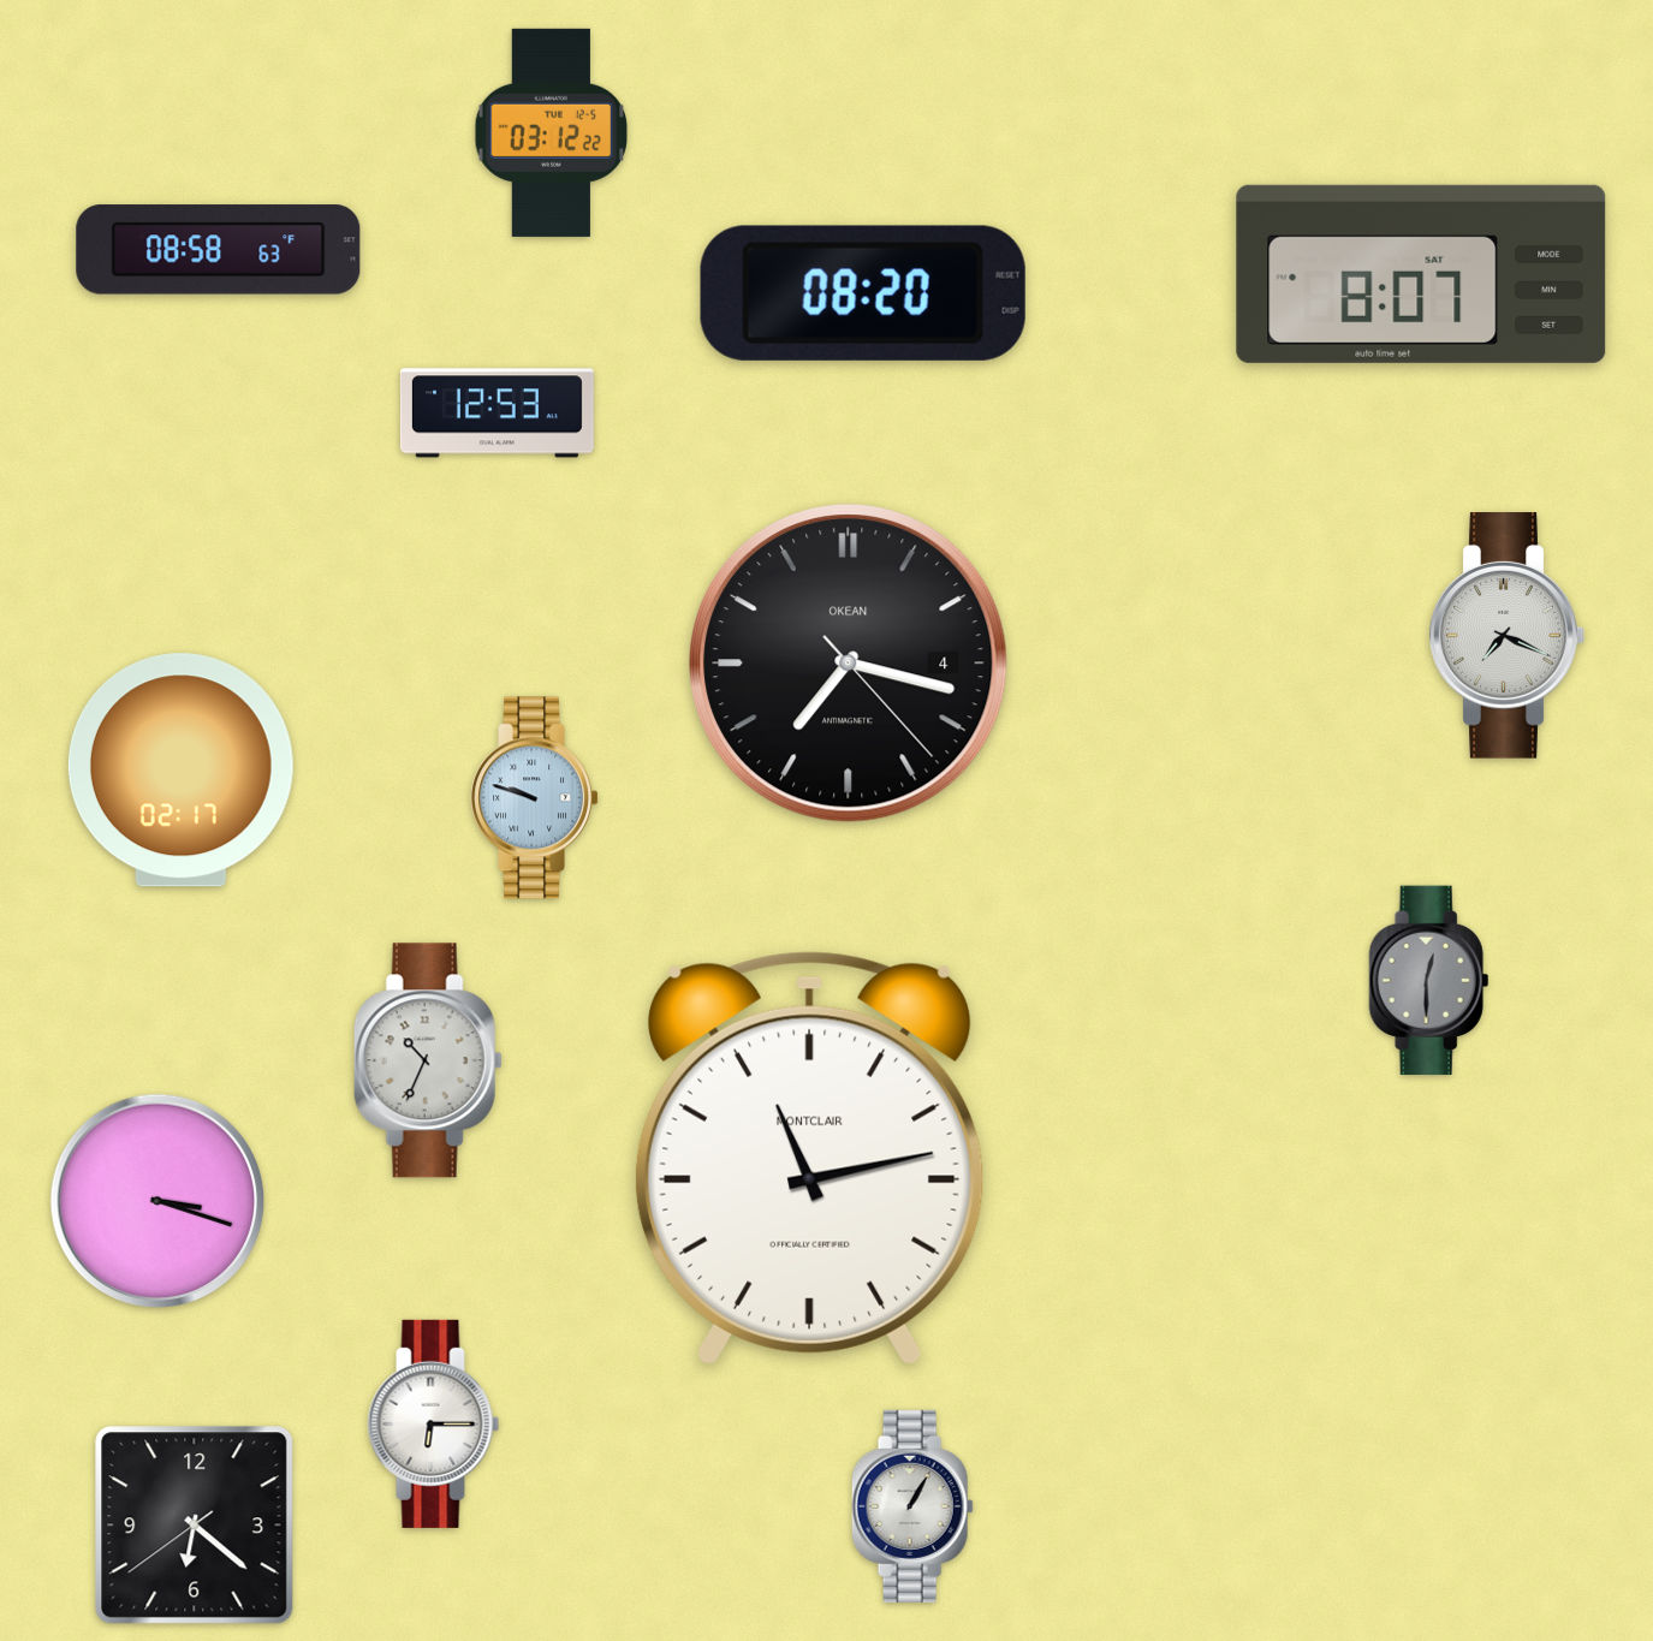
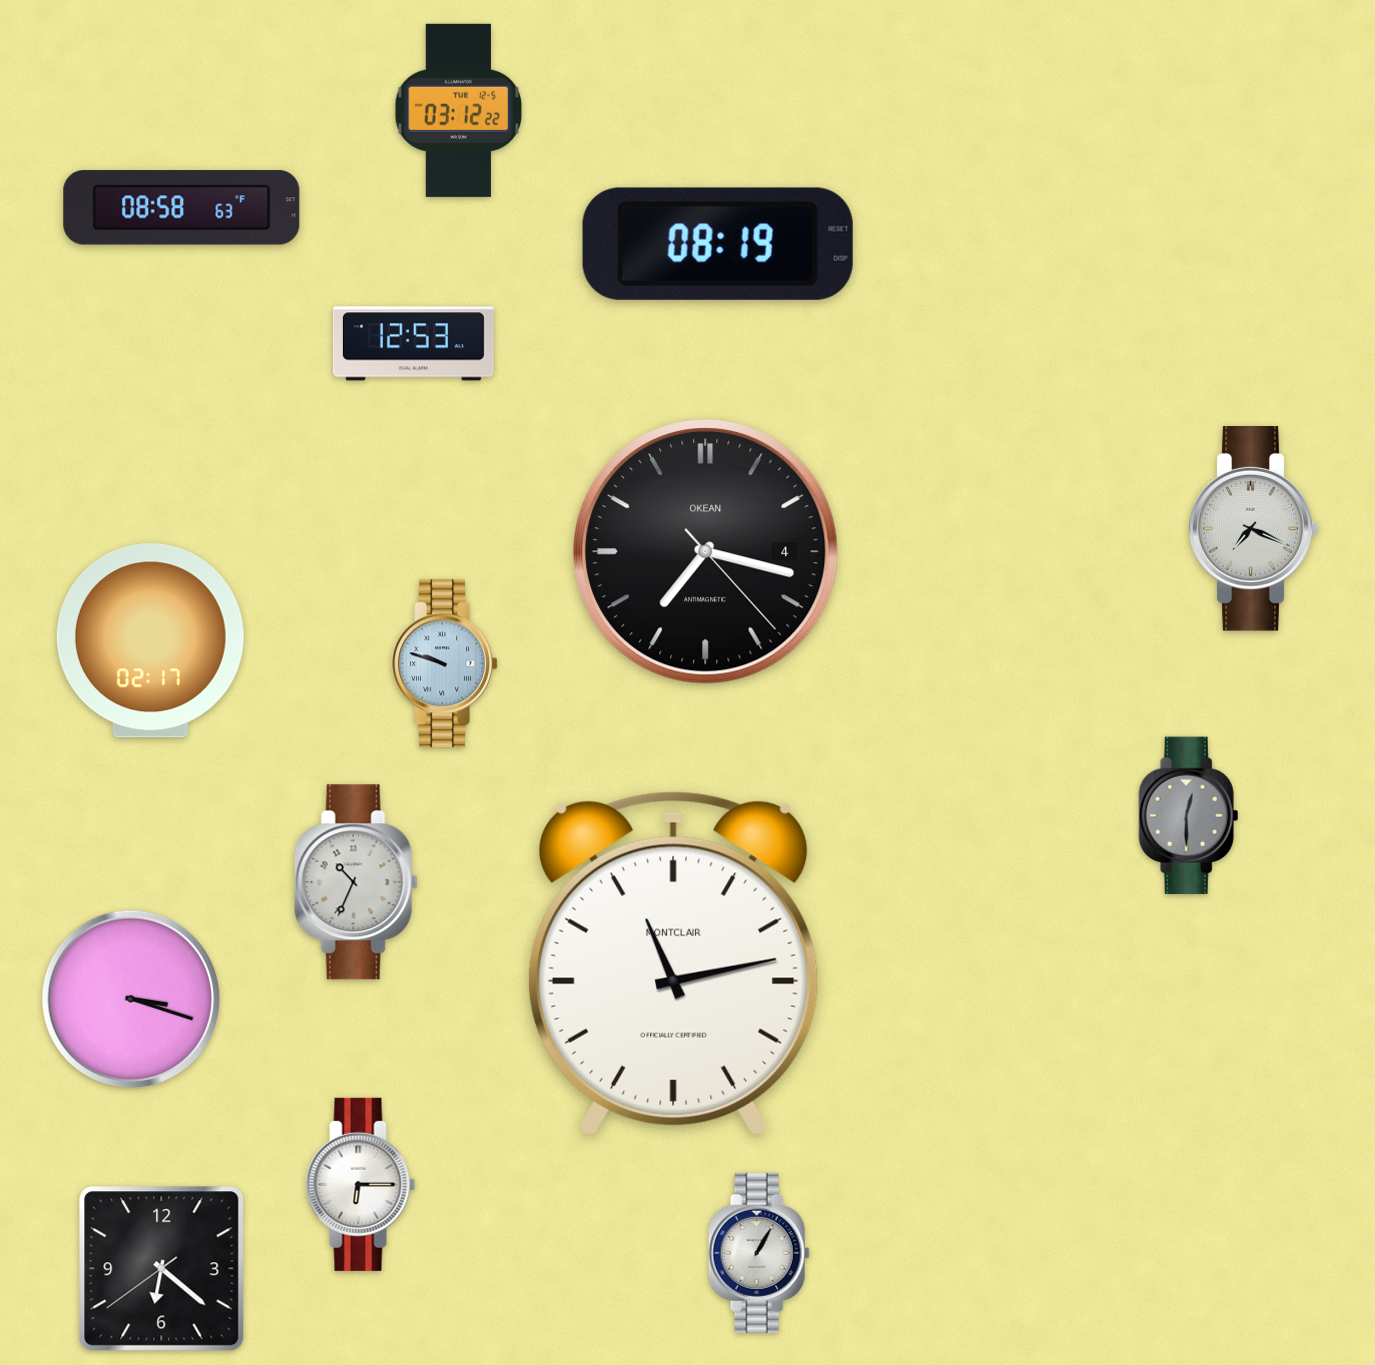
clock at (1421, 274): 8:07 -> none
clock at (863, 293): 08:20 -> 08:19
